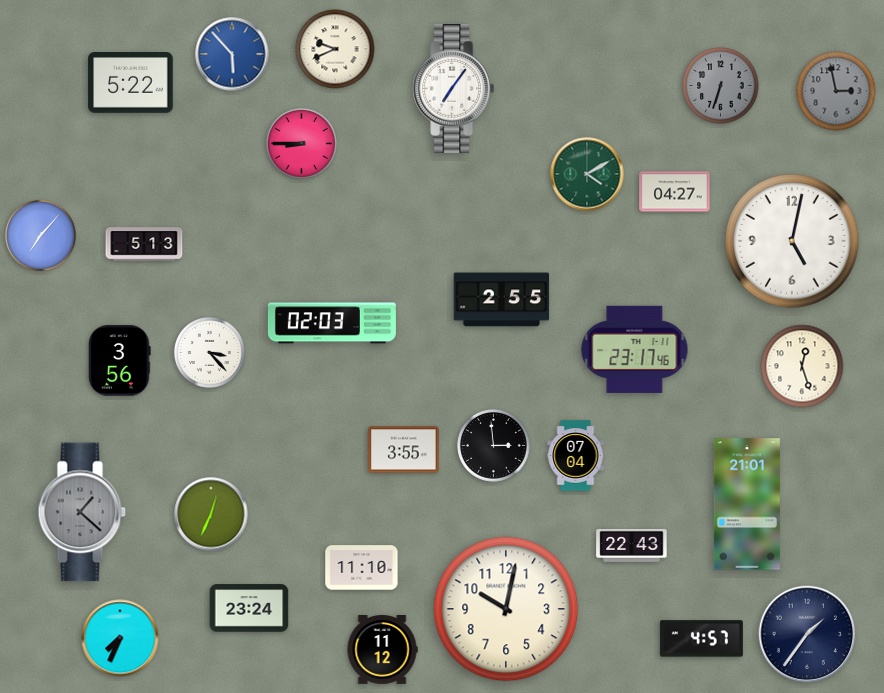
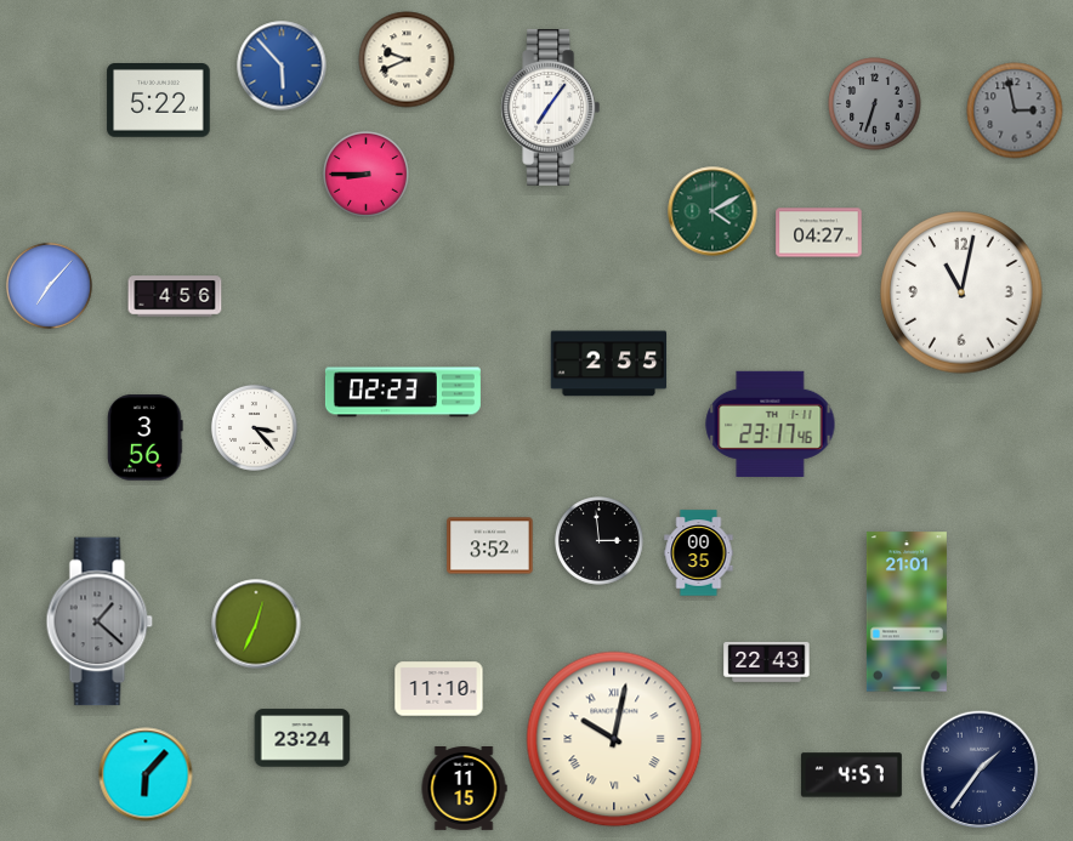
clock at (792, 241): 5:02 -> 11:02
clock at (144, 244): 5:13 -> 4:56
clock at (332, 323): 02:03 -> 02:23
clock at (802, 366): 12:27 -> none
clock at (404, 450): 3:55 -> 3:52
clock at (576, 456): 07:04 -> 00:35
clock at (506, 609) numerals: Arabic -> Roman
clock at (120, 638): 7:34 -> 6:07
clock at (382, 650): 11:12 -> 11:15
